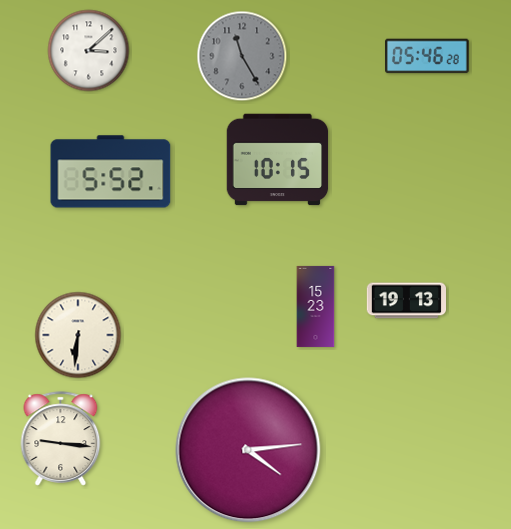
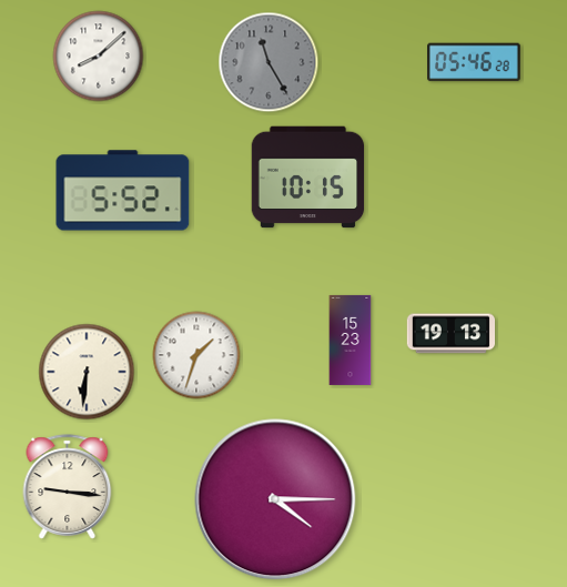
clock at (89, 51): 3:08 -> 8:08
clock at (196, 355): none -> 1:33
clock at (248, 450): 4:14 -> 4:15
